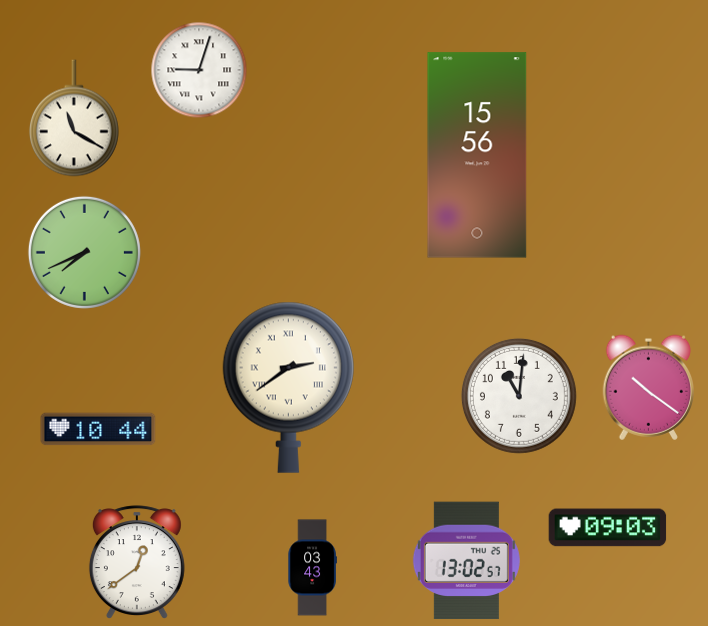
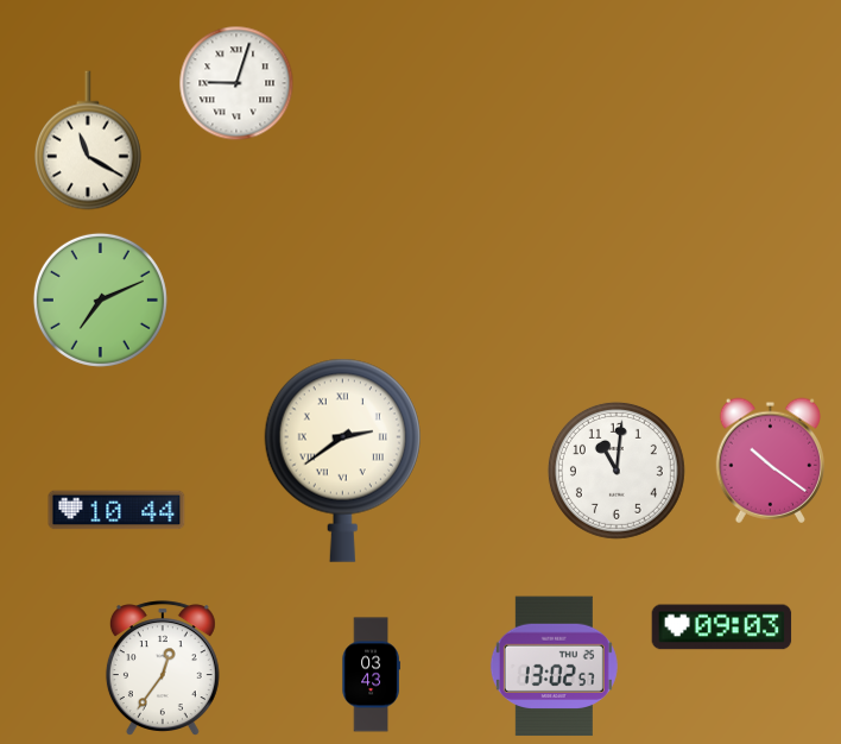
clock at (477, 155): 15:56 -> none
clock at (84, 252): 7:41 -> 7:11
clock at (137, 562): 12:39 -> 12:36
